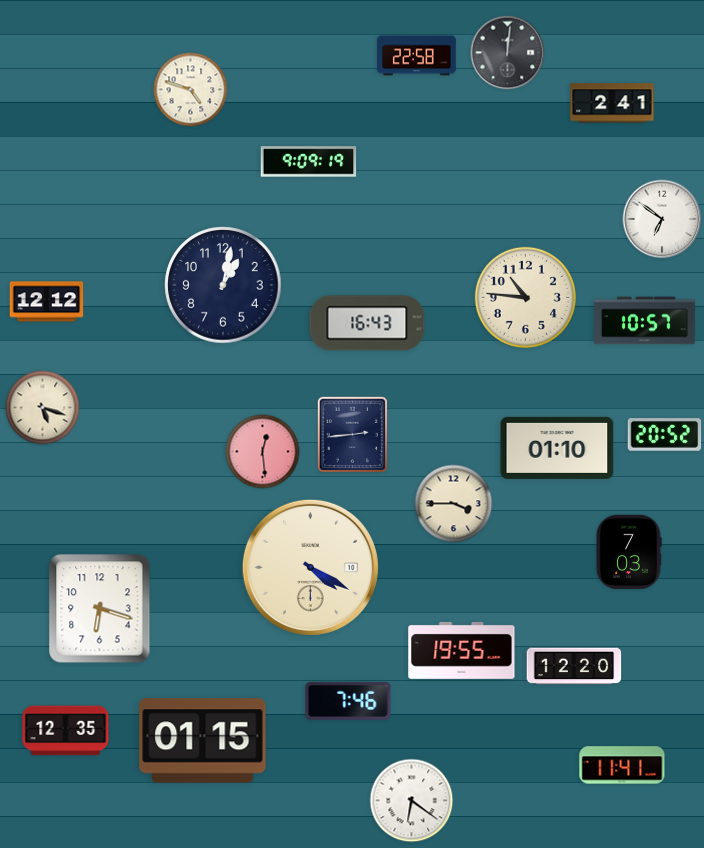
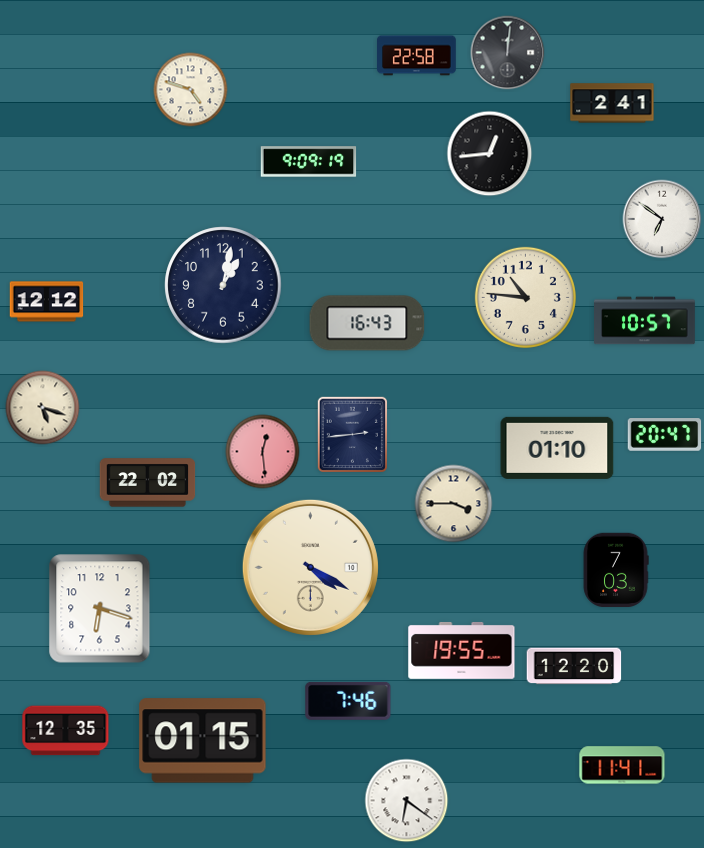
clock at (490, 154): none -> 12:44
clock at (665, 435): 20:52 -> 20:47
clock at (148, 483): none -> 22:02
clock at (629, 552) position: (629, 552) -> (616, 570)
clock at (412, 801) position: (412, 801) -> (407, 801)
